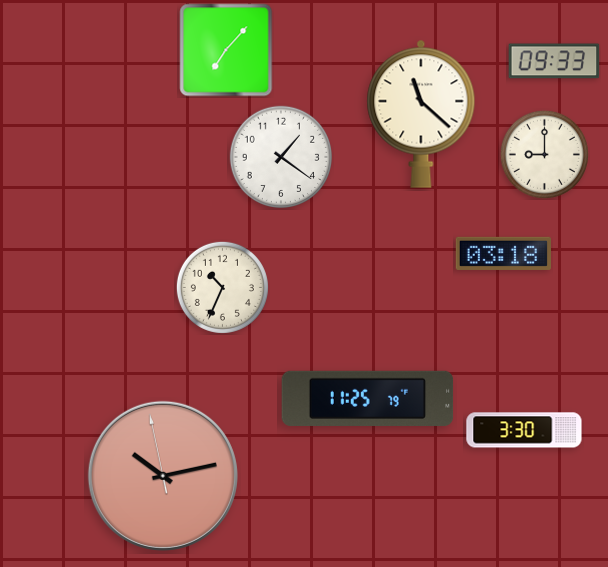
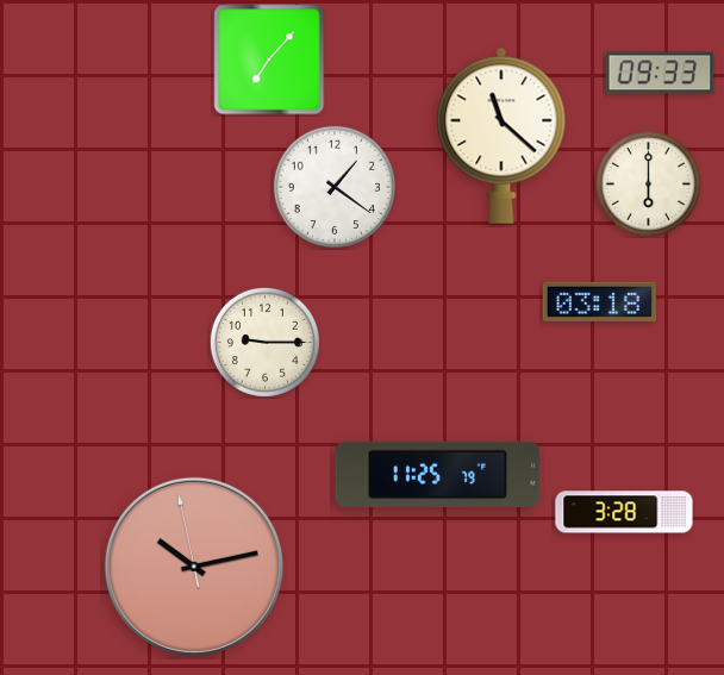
clock at (544, 154): 9:00 -> 6:00
clock at (222, 287): 10:34 -> 9:15
clock at (524, 430): 3:30 -> 3:28
